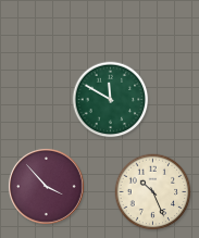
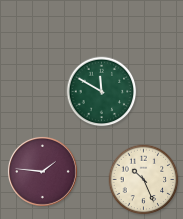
clock at (46, 186): 3:53 -> 1:46
clock at (153, 192) position: (153, 192) -> (144, 180)
